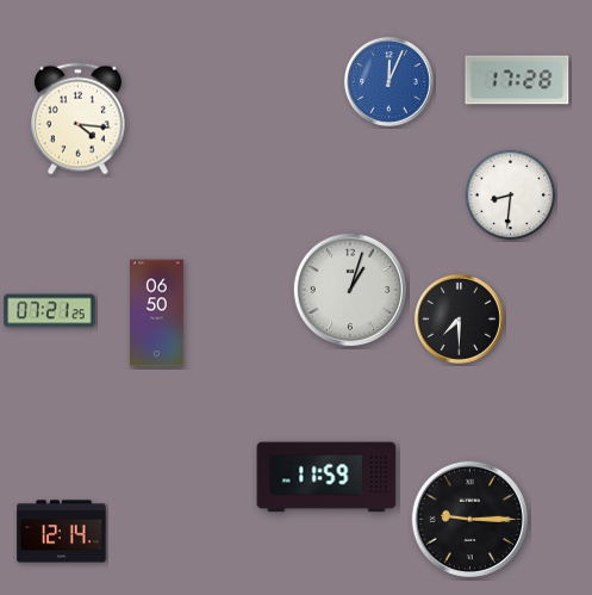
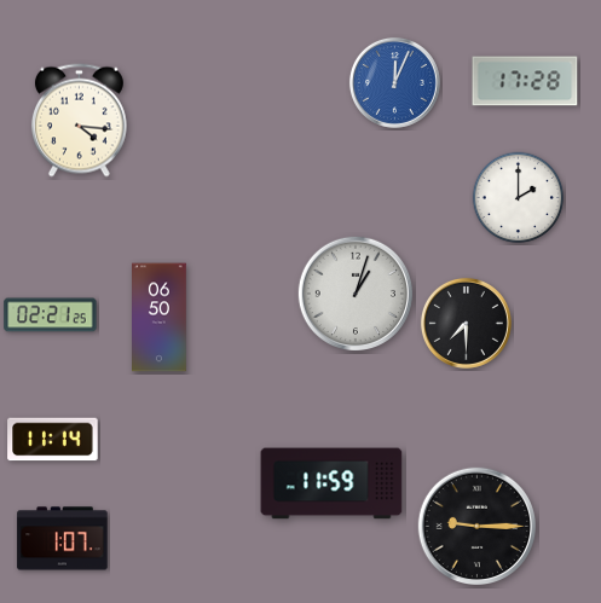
clock at (511, 196): 8:31 -> 2:00
clock at (50, 311): 07:21 -> 02:21
clock at (53, 440): none -> 11:14
clock at (62, 532): 12:14 -> 1:07
